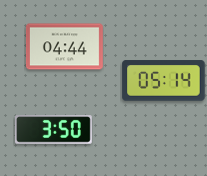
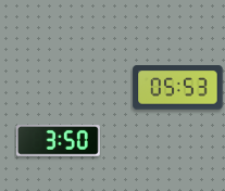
clock at (64, 47): 04:44 -> none
clock at (164, 81): 05:14 -> 05:53
